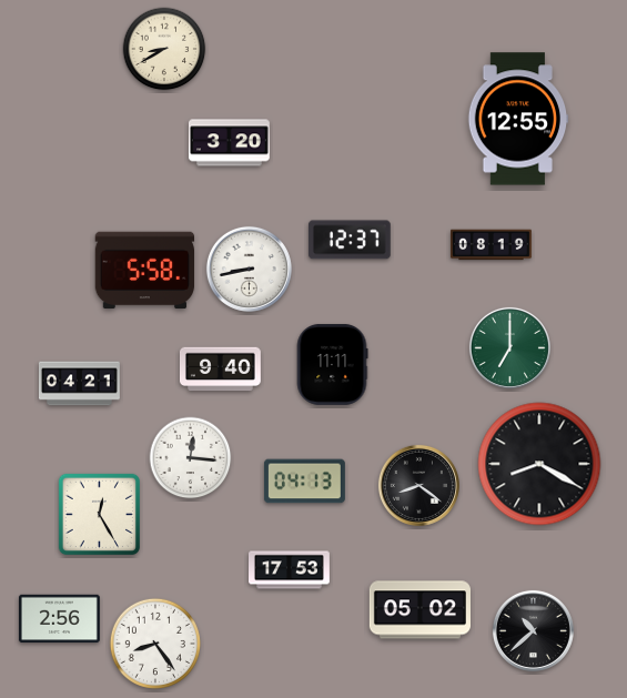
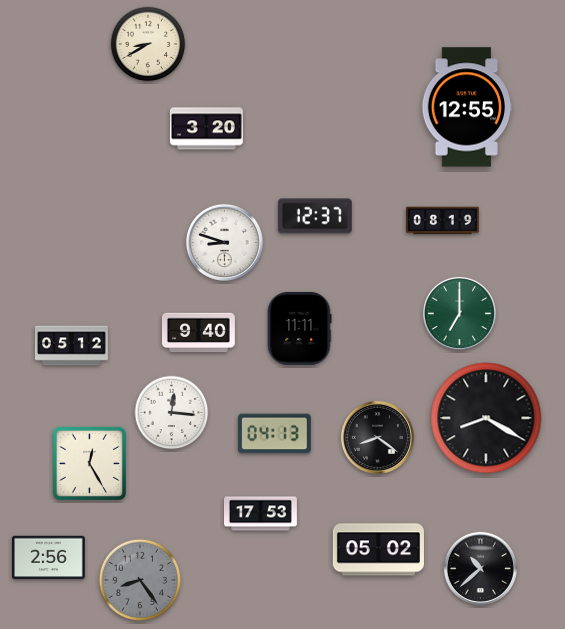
clock at (249, 269): 8:43 -> 8:48
clock at (145, 271): 5:58 -> none
clock at (79, 384): 04:21 -> 05:12
clock at (59, 619) position: (59, 619) -> (48, 558)
clock at (155, 644) dial: white -> grey
